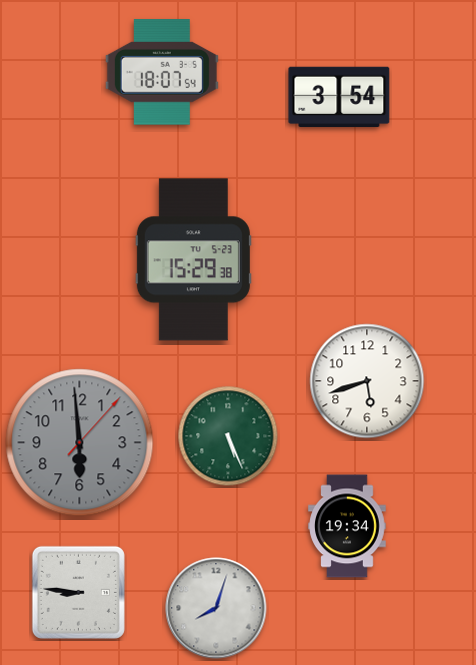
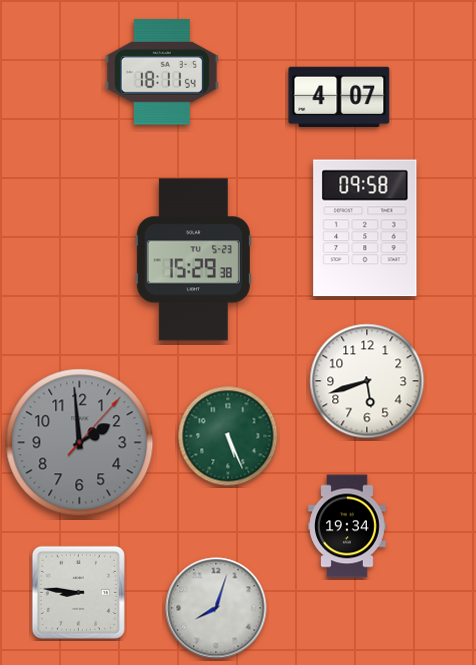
clock at (162, 72): 18:07 -> 18:11
clock at (339, 97): 3:54 -> 4:07
clock at (365, 228): none -> 09:58
clock at (80, 443): 5:59 -> 1:59
